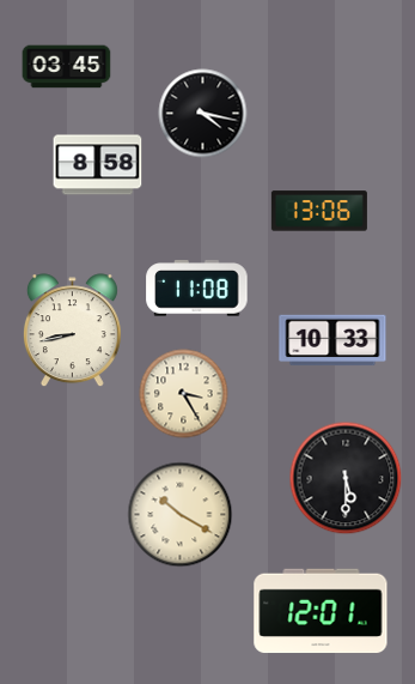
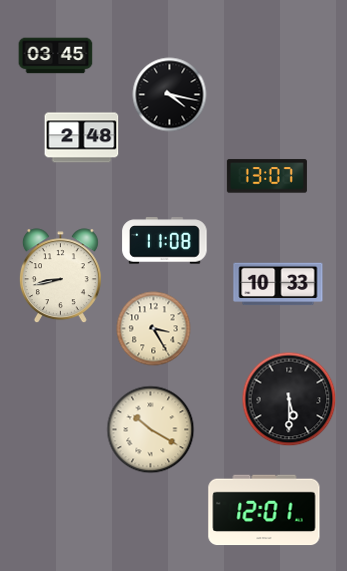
clock at (98, 165): 8:58 -> 2:48
clock at (319, 211): 13:06 -> 13:07
clock at (321, 611) position: (321, 611) -> (264, 510)
